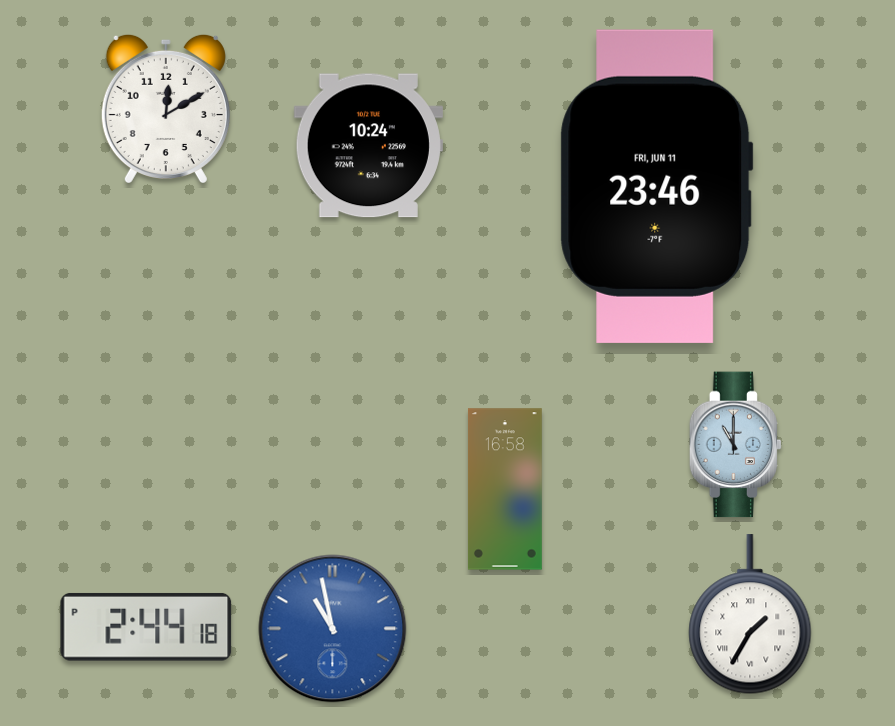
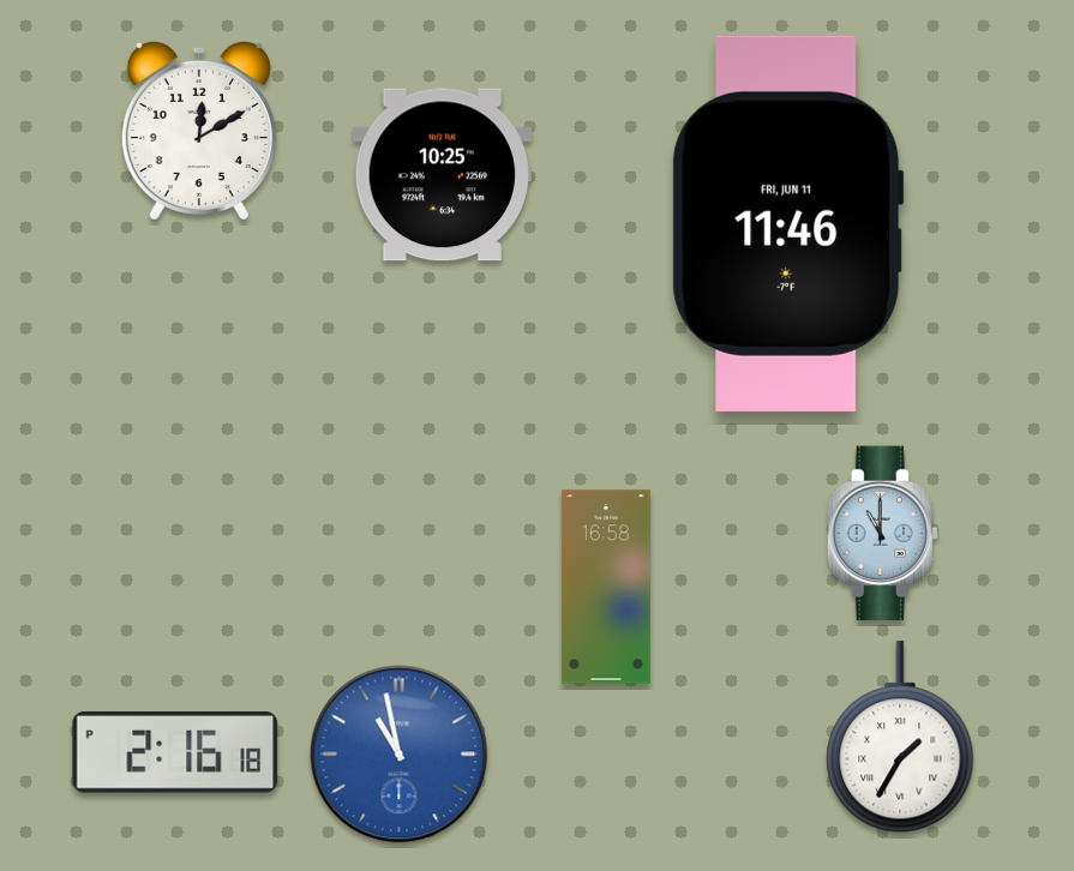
clock at (368, 146): 10:24 -> 10:25
clock at (657, 186): 23:46 -> 11:46
clock at (146, 627): 2:44 -> 2:16
